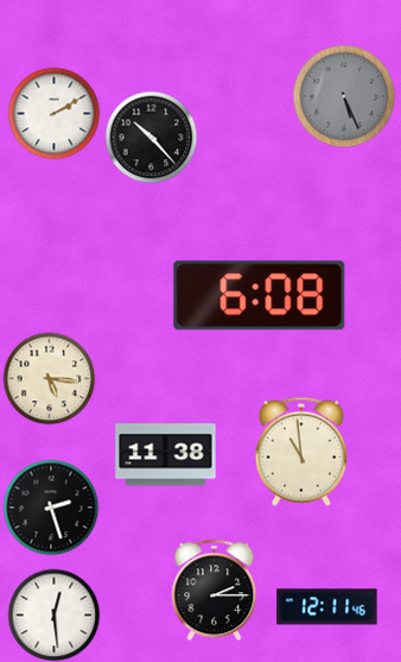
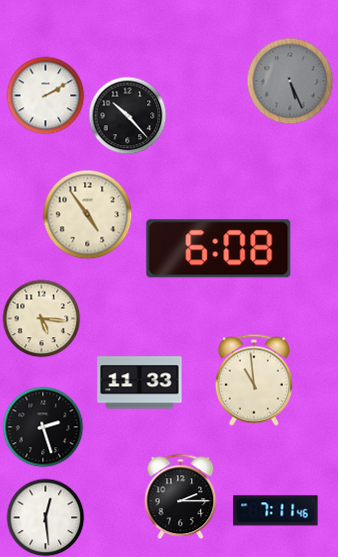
clock at (87, 214): none -> 4:54
clock at (166, 455): 11:38 -> 11:33
clock at (327, 607): 12:11 -> 7:11
